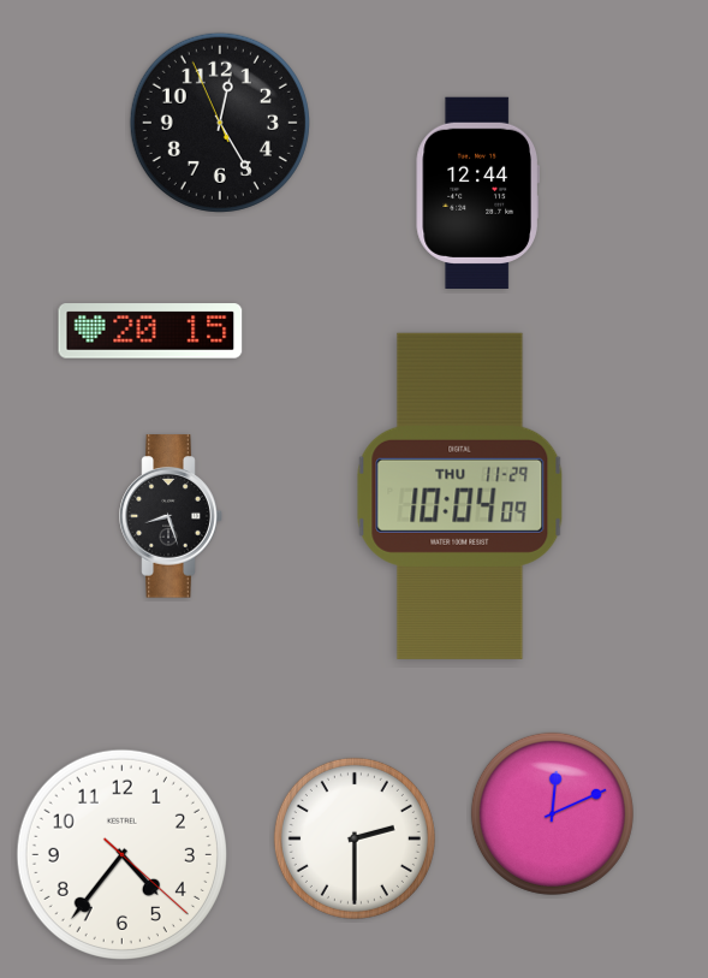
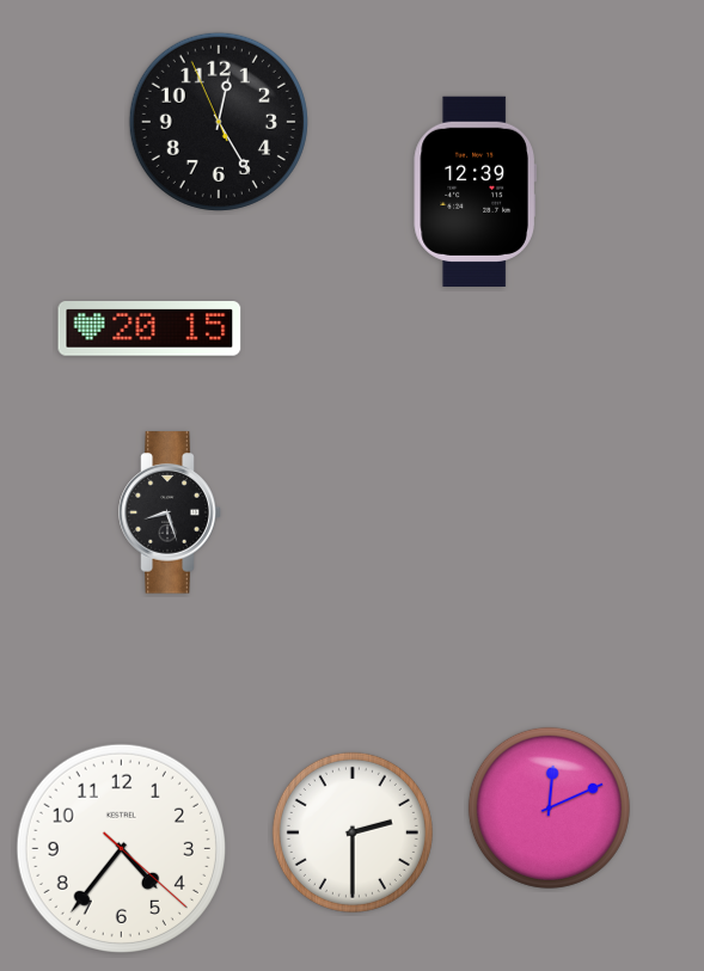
clock at (477, 192): 12:44 -> 12:39
clock at (460, 496): 10:04 -> none
